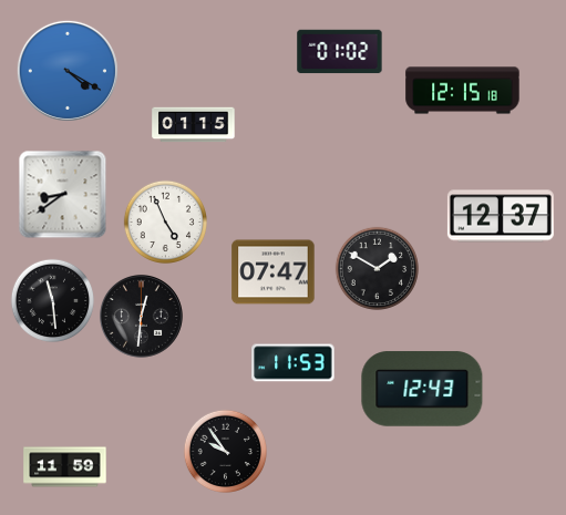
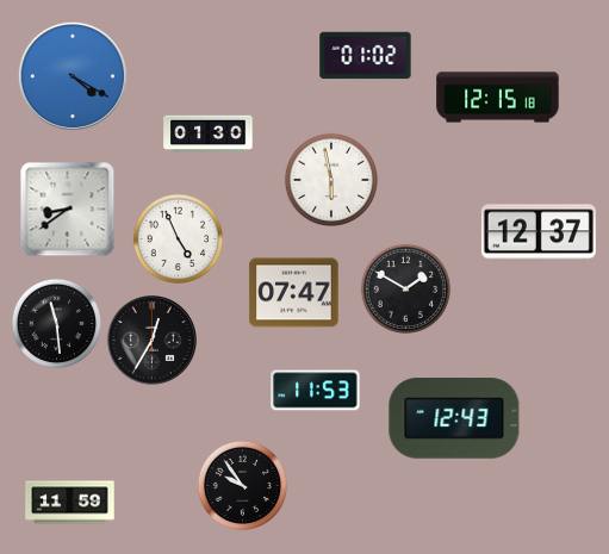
clock at (194, 125): 01:15 -> 01:30
clock at (330, 179): none -> 5:58
clock at (141, 316): 12:31 -> 12:35
